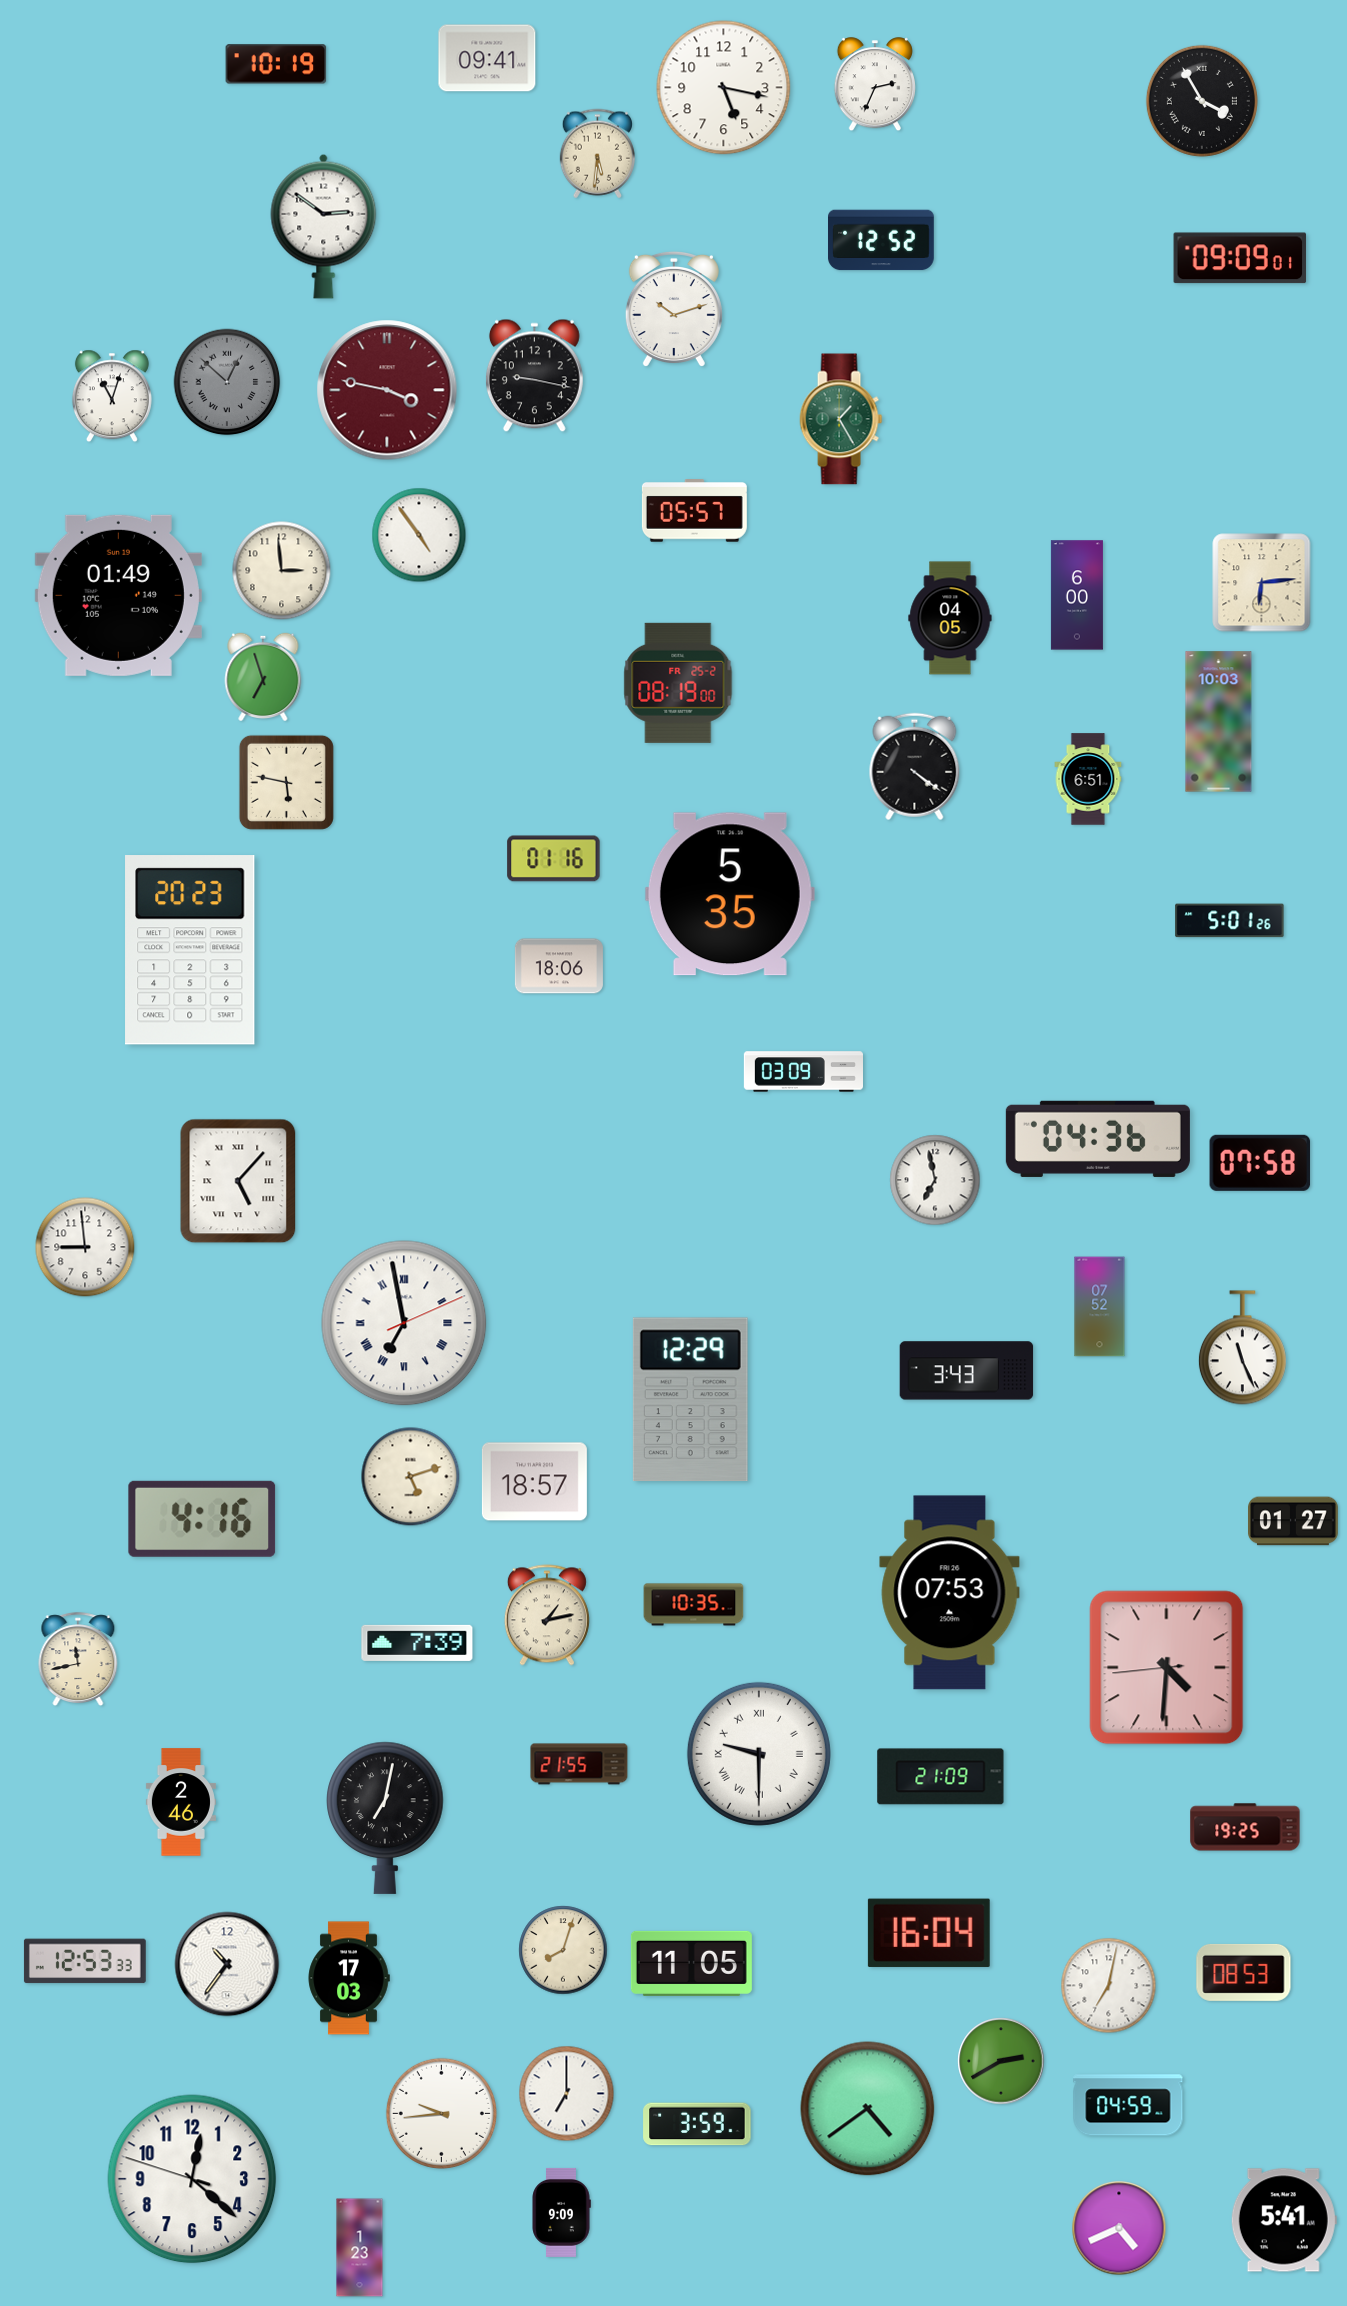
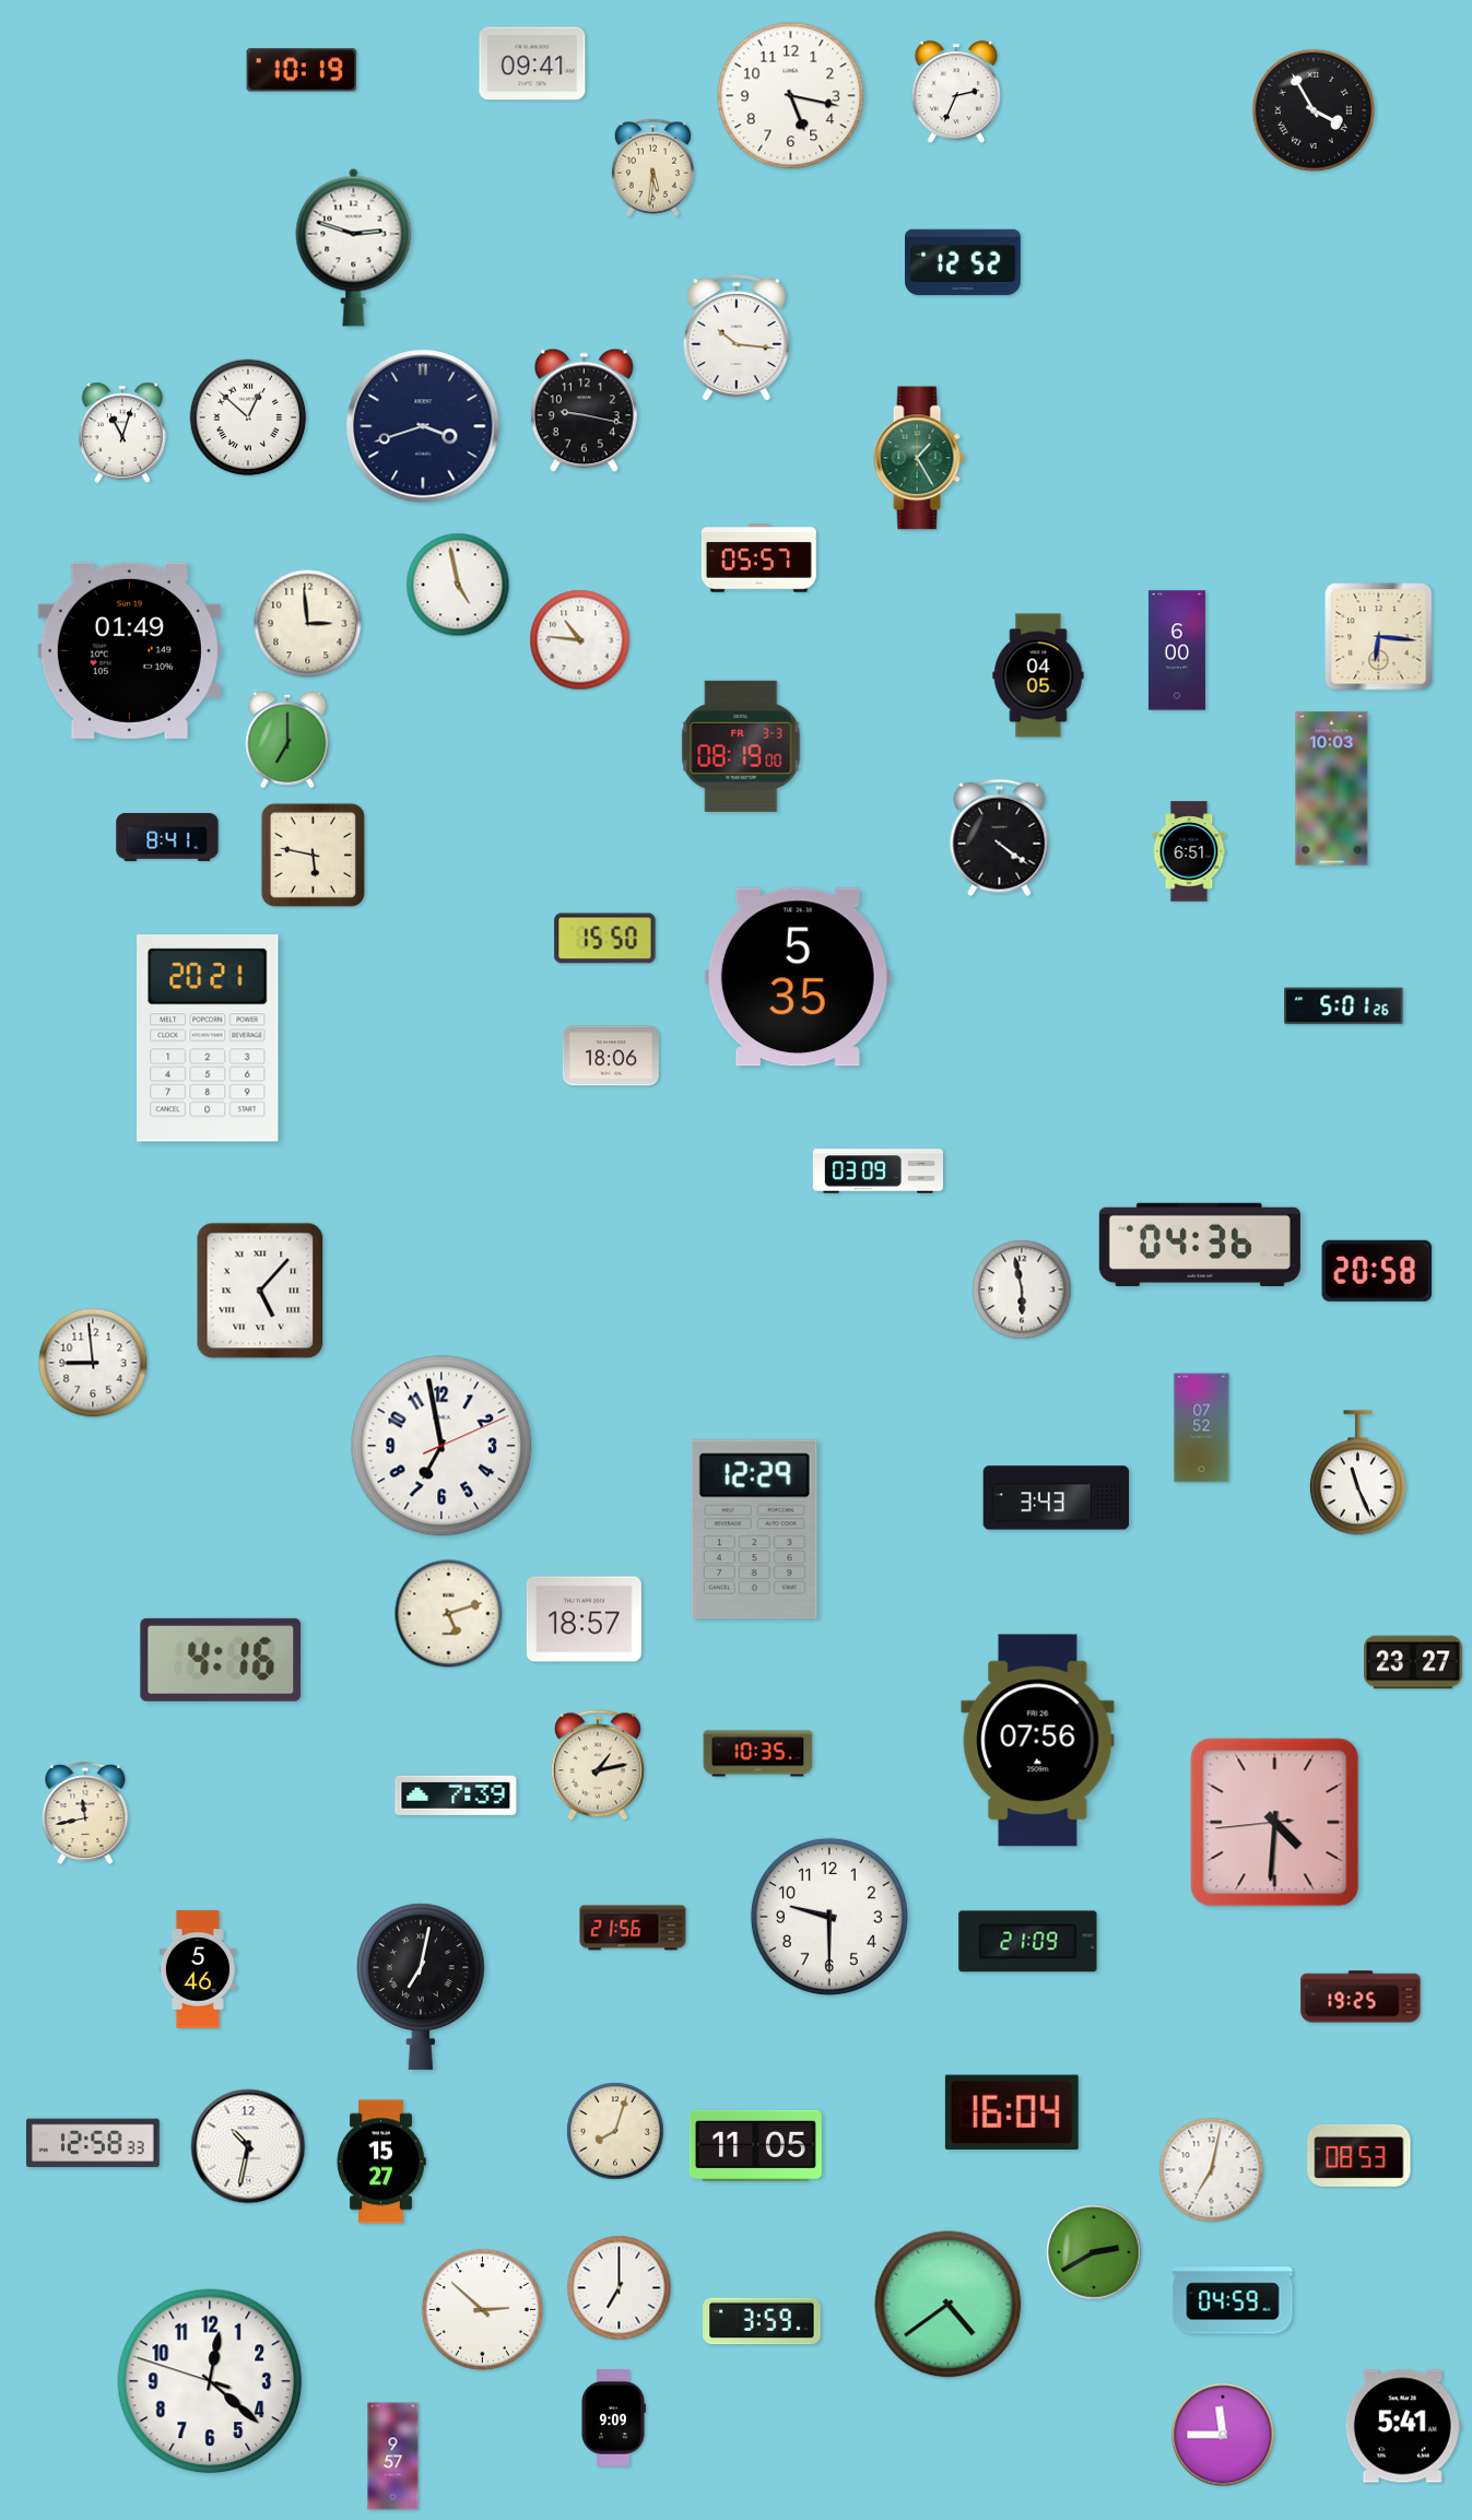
clock at (324, 226): 2:51 -> 2:48
clock at (1240, 258): 09:09 -> none
clock at (674, 309): 10:12 -> 10:16
clock at (227, 382) dial: grey -> white
clock at (387, 390): 3:47 -> 3:42
clock at (387, 390) dial: burgundy -> navy
clock at (419, 535): 4:54 -> 4:58
clock at (1262, 583): 6:14 -> 6:16
clock at (580, 640): none -> 10:46
clock at (263, 676): 6:57 -> 7:00
clock at (678, 683) date: FR 25-2 -> FR 3-3
clock at (167, 837): none -> 8:41
clock at (554, 859): 01:16 -> 15:50
clock at (190, 950): 20:23 -> 20:21
clock at (1260, 1163): 07:58 -> 20:58
clock at (935, 1180): 6:58 -> 5:58
clock at (404, 1323) numerals: Roman -> Arabic
clock at (1294, 1521): 01:27 -> 23:27
clock at (950, 1593): 07:53 -> 07:56
clock at (759, 1754) numerals: Roman -> Arabic
clock at (579, 1764): 21:55 -> 21:56
clock at (181, 1802): 2:46 -> 5:46
clock at (929, 1933) position: (929, 1933) -> (1012, 2112)
clock at (85, 1961): 12:53 -> 12:58
clock at (227, 1964): 10:36 -> 10:32
clock at (349, 1978): 17:03 -> 15:27
clock at (441, 2113): 9:44 -> 2:52
clock at (1119, 2228): 4:41 -> 11:45
clock at (360, 2248): 1:23 -> 9:57
